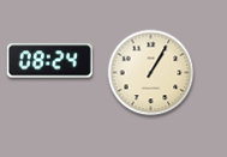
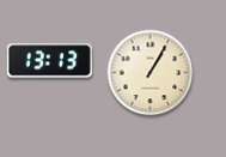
clock at (49, 61): 08:24 -> 13:13
